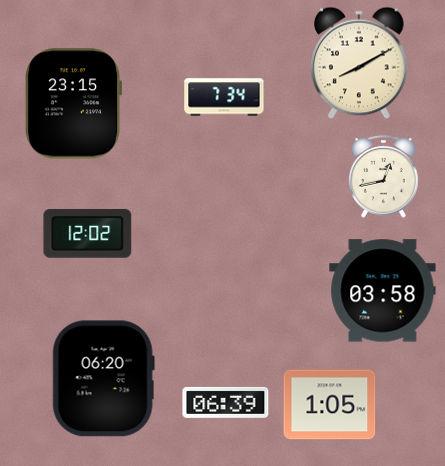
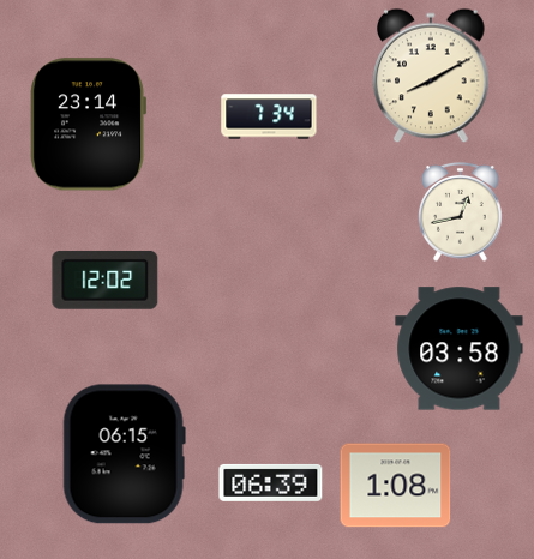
clock at (74, 104): 23:15 -> 23:14
clock at (103, 379): 06:20 -> 06:15
clock at (330, 405): 1:05 -> 1:08
